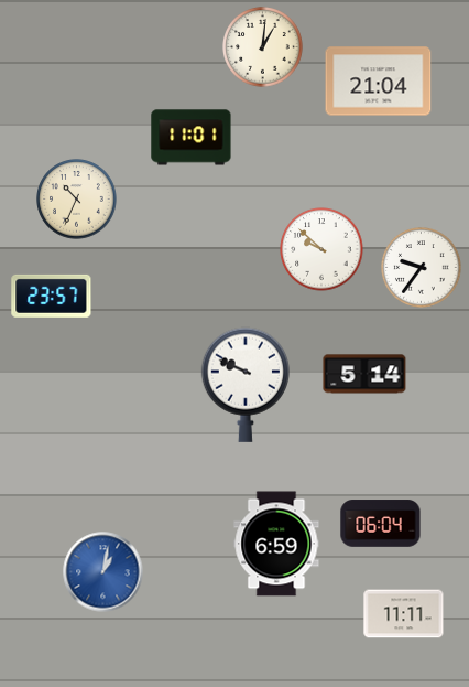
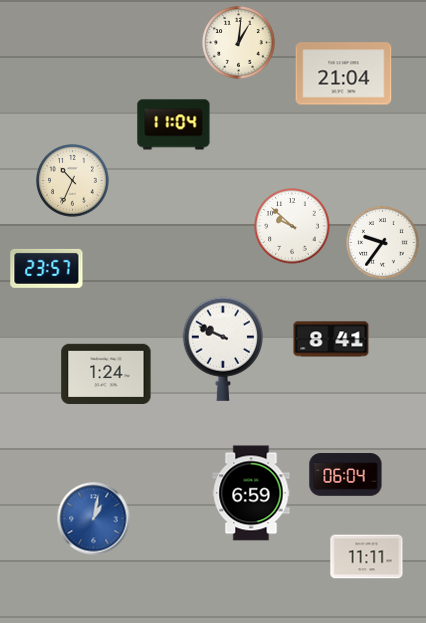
clock at (192, 138): 11:01 -> 11:04
clock at (77, 200) position: (77, 200) -> (73, 181)
clock at (364, 374): 5:14 -> 8:41
clock at (106, 373): none -> 1:24
